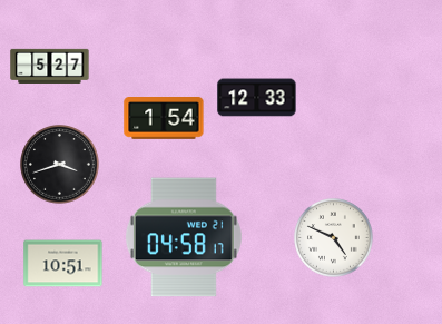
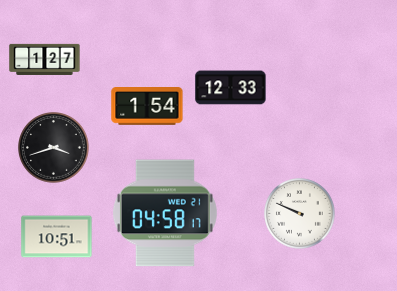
clock at (50, 66): 5:27 -> 1:27
clock at (334, 238): 4:49 -> 9:49
